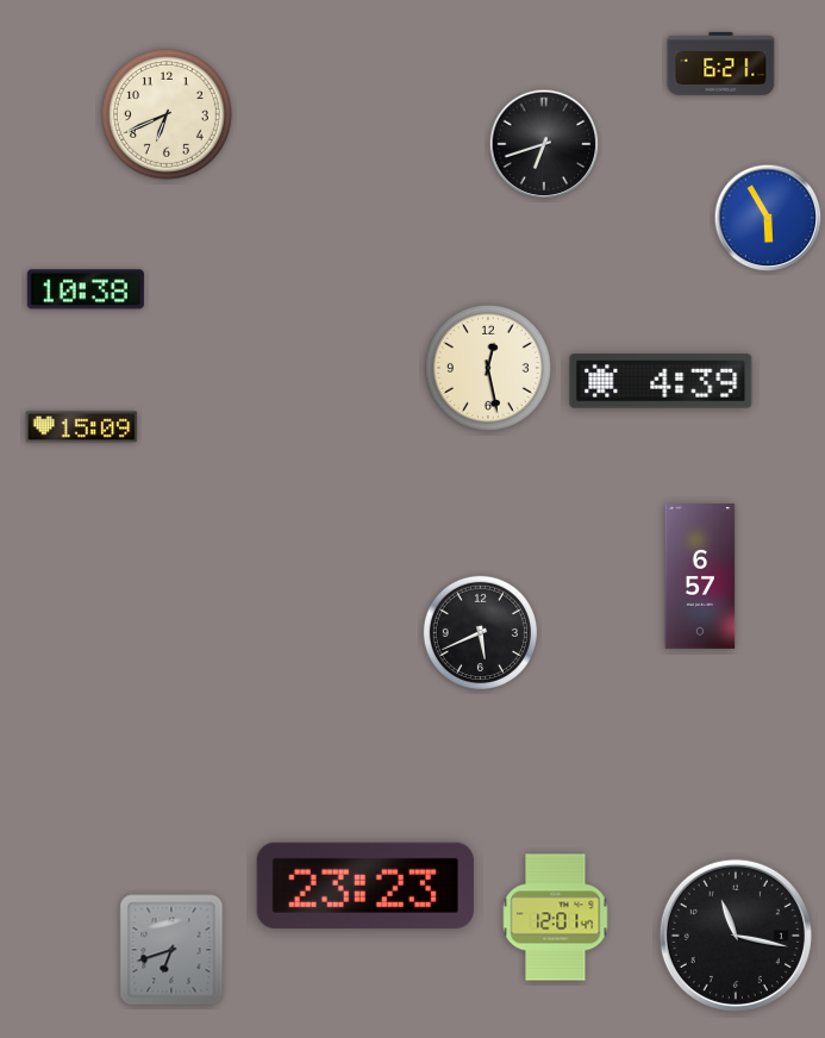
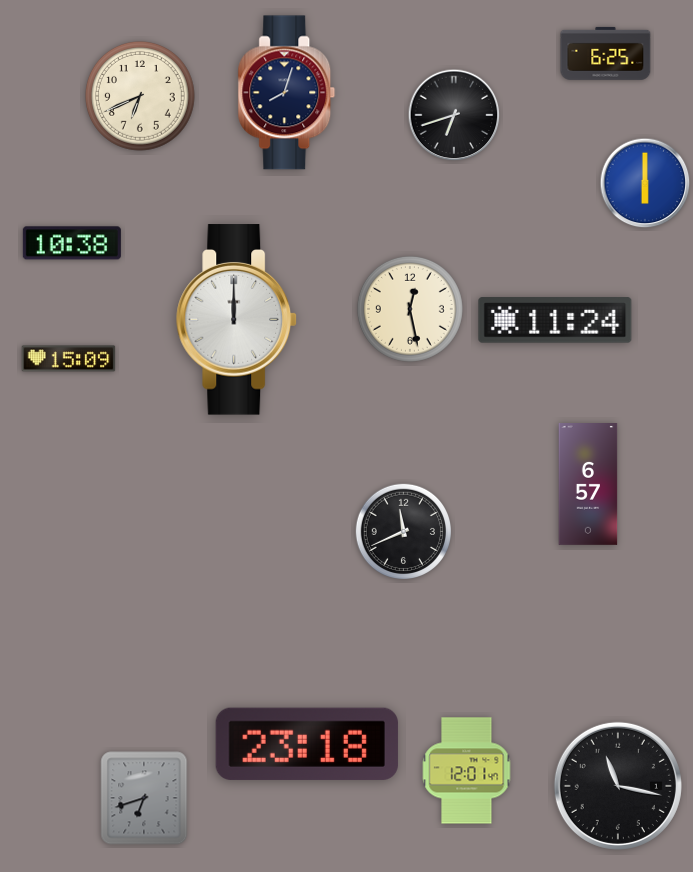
clock at (721, 63): 6:21 -> 6:25
clock at (287, 93): none -> 8:03
clock at (544, 144) position: (544, 144) -> (454, 115)
clock at (768, 218): 5:55 -> 6:00
clock at (237, 320): none -> 12:00
clock at (661, 381): 4:39 -> 11:24
clock at (480, 632): 5:41 -> 11:41
clock at (365, 886): 23:23 -> 23:18
